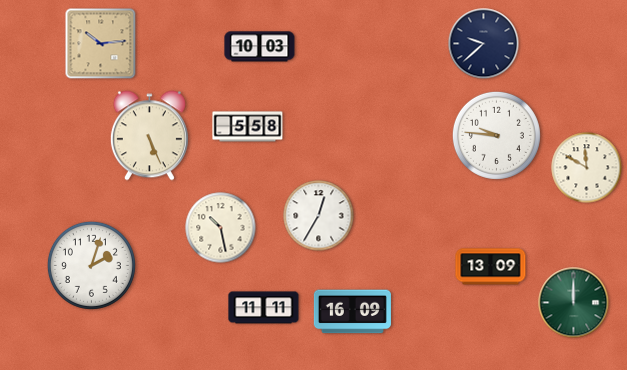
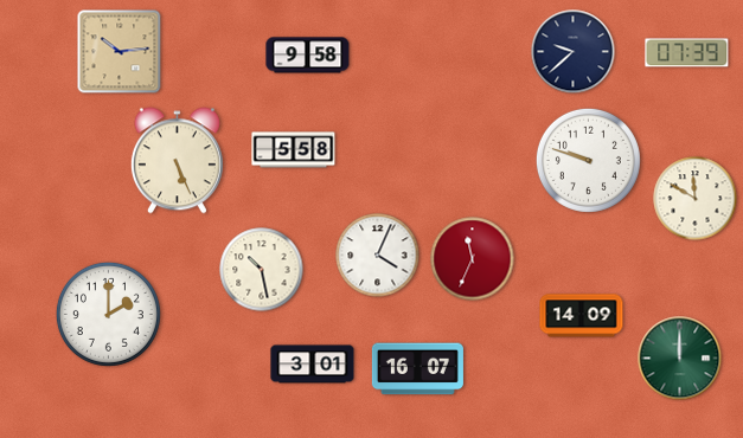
clock at (687, 53): none -> 07:39
clock at (260, 47): 10:03 -> 9:58
clock at (496, 135): 9:46 -> 9:48
clock at (319, 216): 12:35 -> 4:04
clock at (473, 259): none -> 11:34
clock at (91, 265): 2:03 -> 2:00
clock at (491, 267): 13:09 -> 14:09
clock at (264, 308): 11:11 -> 3:01
clock at (352, 312): 16:09 -> 16:07
